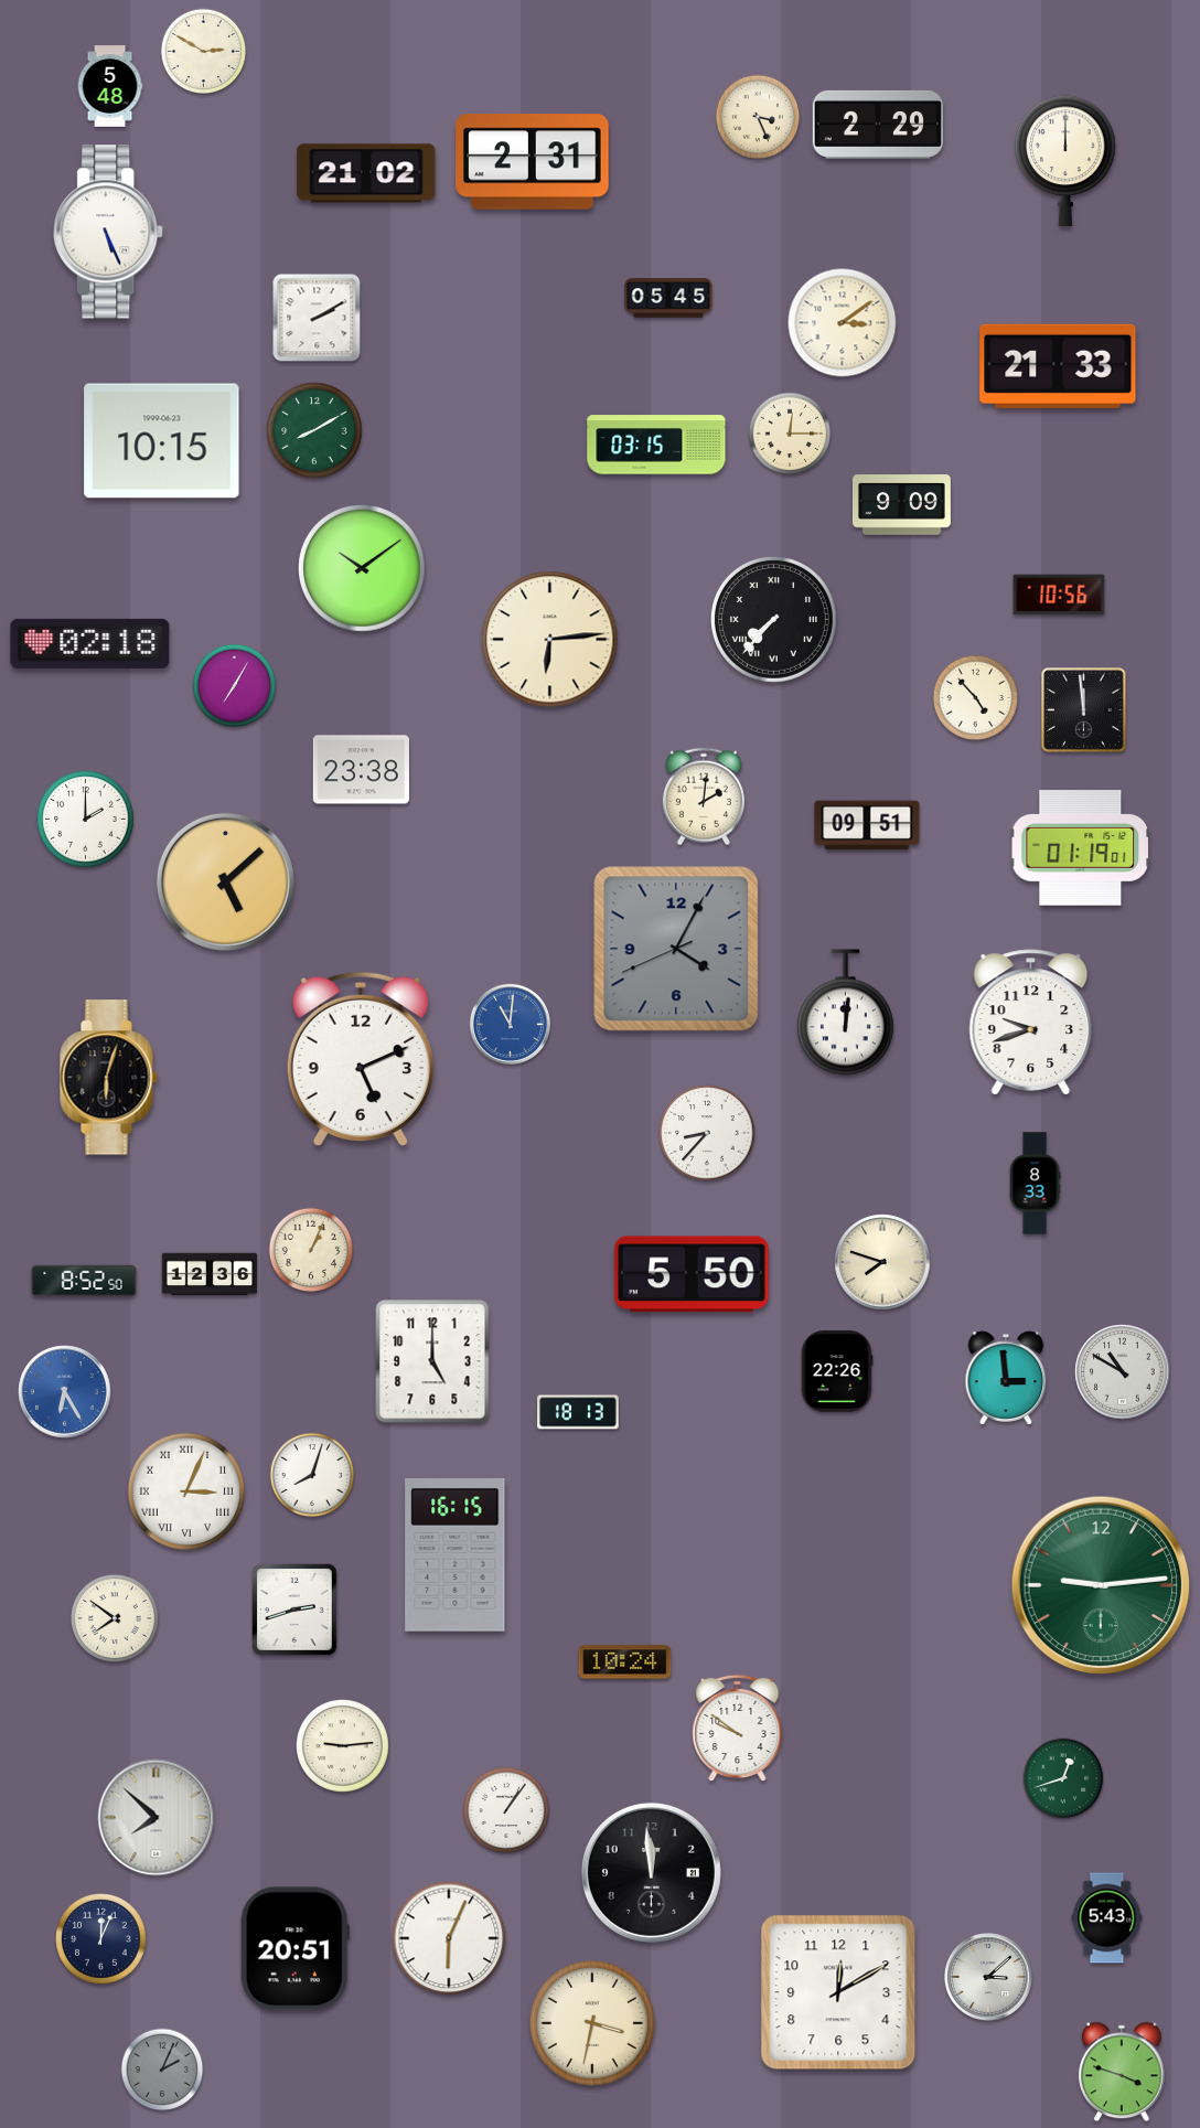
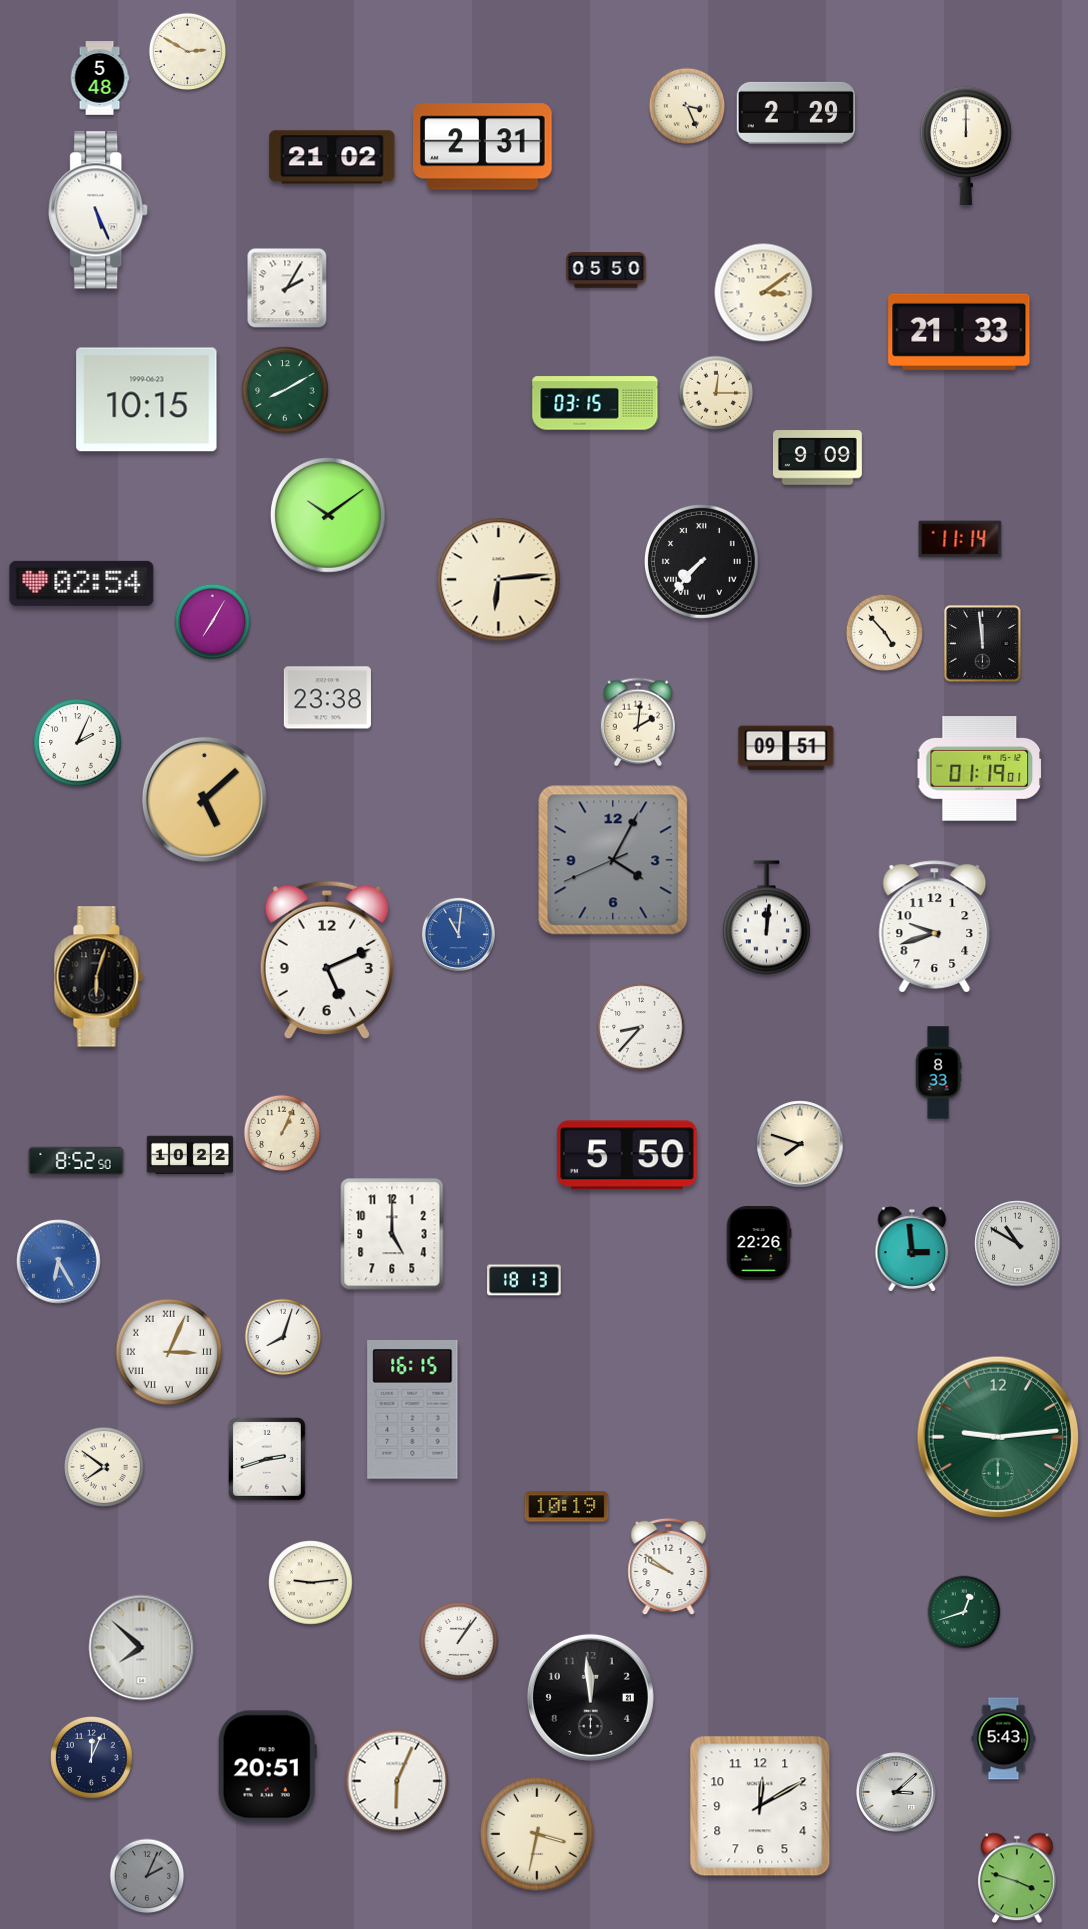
clock at (203, 51) position: (203, 51) -> (187, 51)
clock at (668, 298): 05:45 -> 05:50
clock at (317, 318): 2:10 -> 2:05
clock at (1059, 595): 10:56 -> 11:14
clock at (90, 643): 02:18 -> 02:54
clock at (86, 820): 2:00 -> 2:04
clock at (510, 1024) position: (510, 1024) -> (458, 934)
clock at (210, 1274): 12:36 -> 10:22
clock at (625, 1662): 10:24 -> 10:19
clock at (449, 1938) position: (449, 1938) -> (397, 1781)
